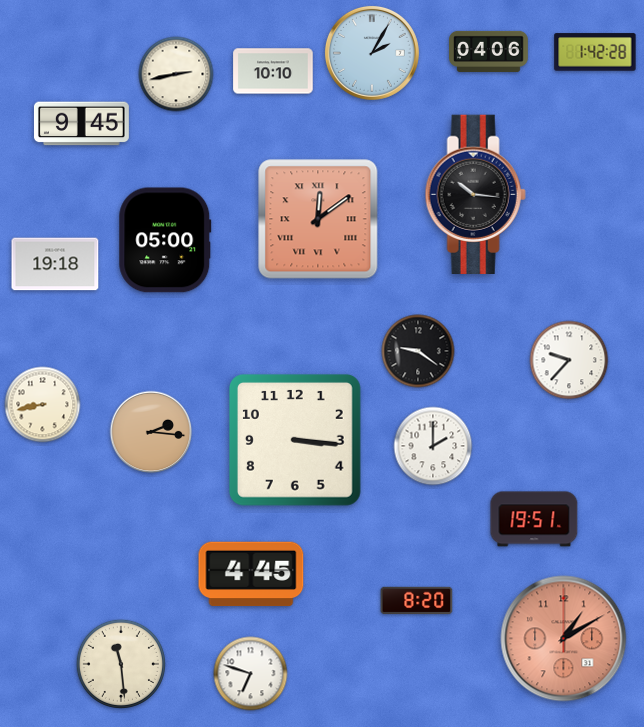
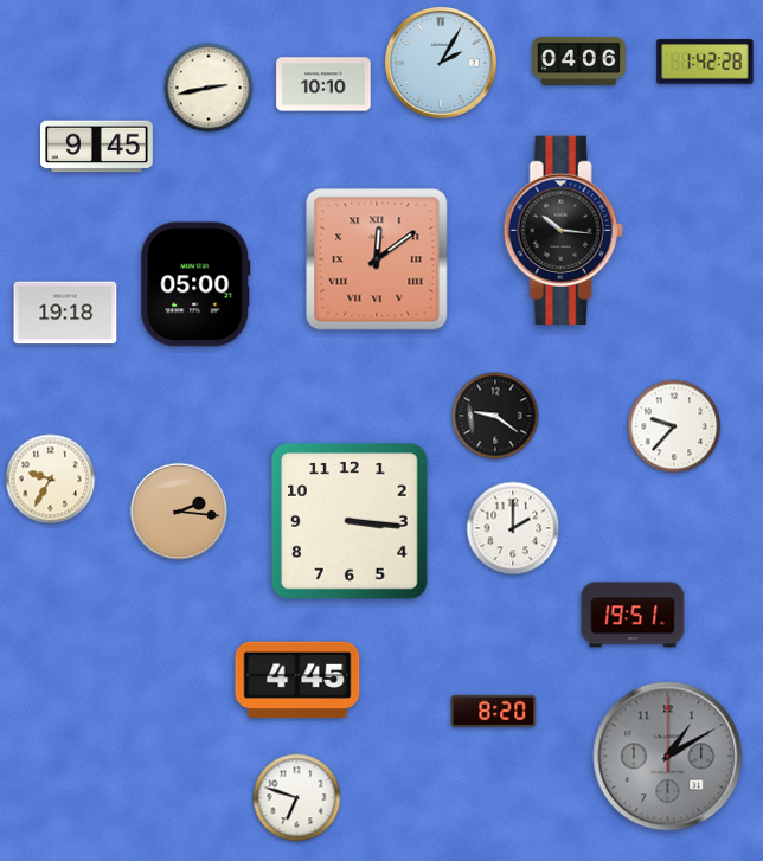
clock at (43, 405): 8:43 -> 9:35
clock at (564, 639) dial: salmon -> grey
clock at (121, 664): 11:29 -> none
